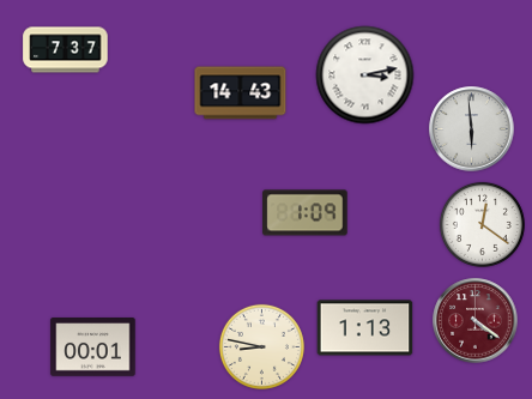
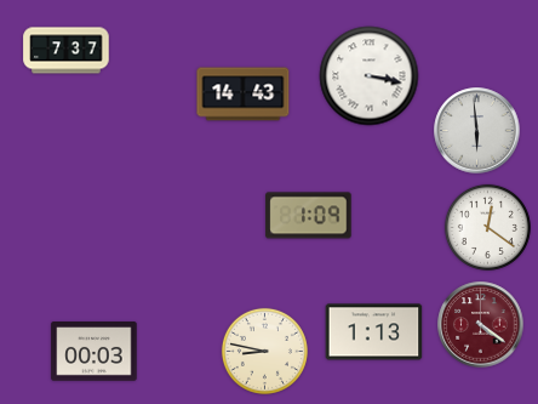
clock at (365, 75): 3:13 -> 3:17
clock at (365, 328) position: (365, 328) -> (374, 332)
clock at (93, 347): 00:01 -> 00:03
